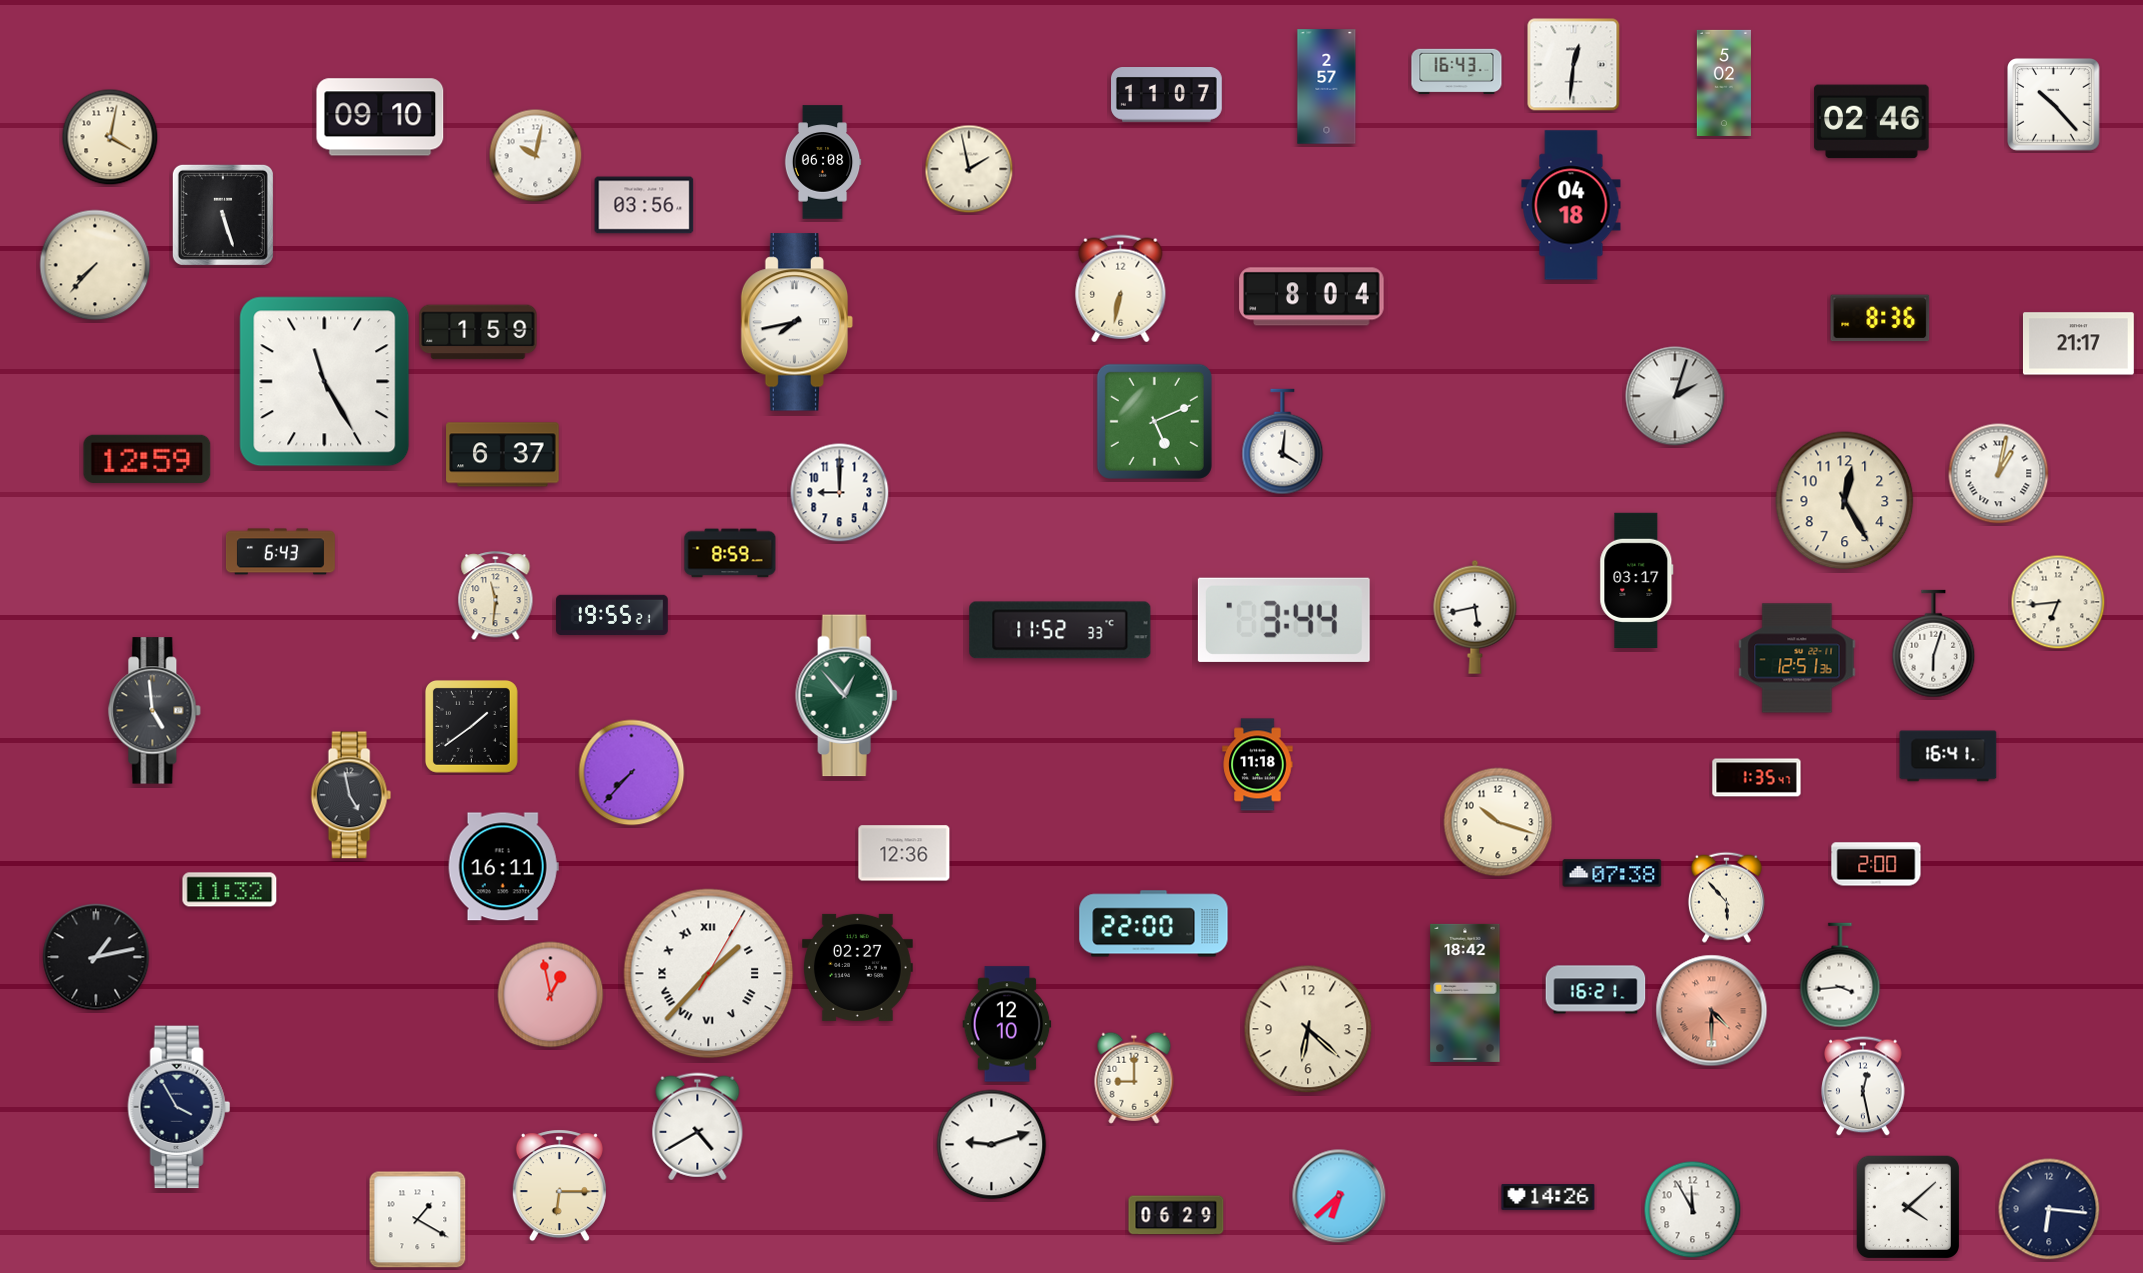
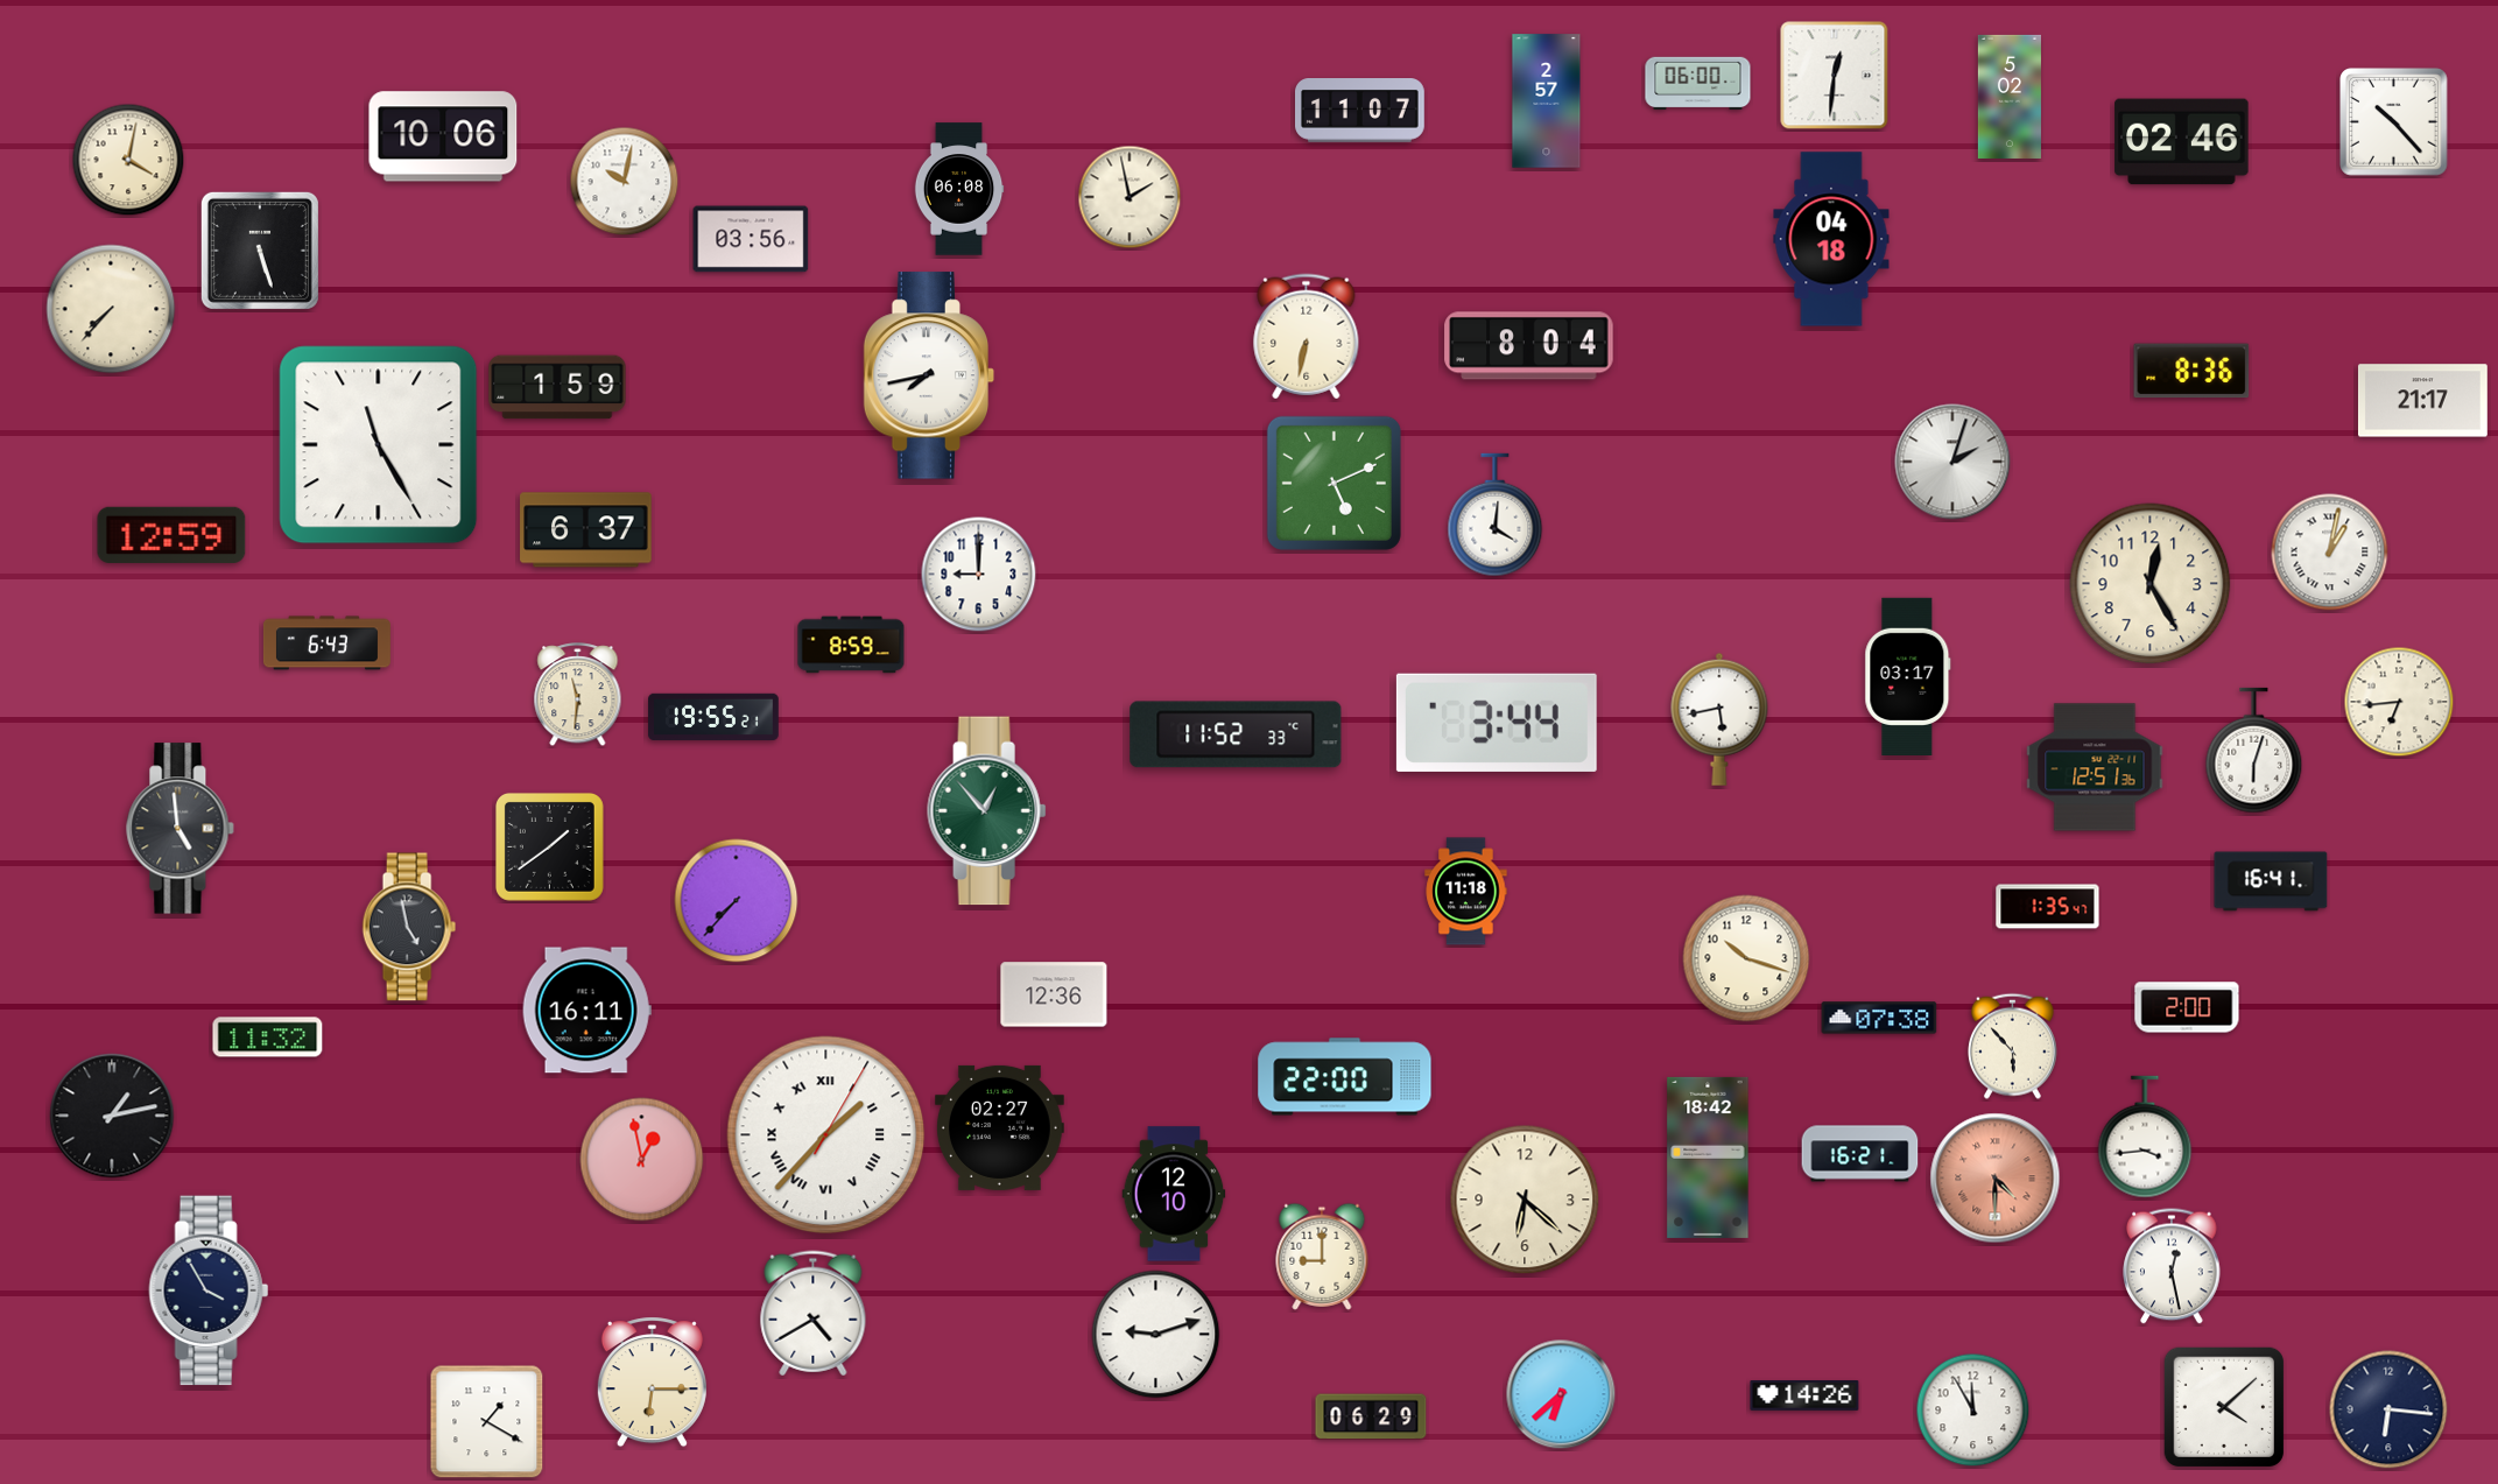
clock at (1457, 72): 16:43 -> 06:00
clock at (380, 117): 09:10 -> 10:06
clock at (1154, 421) position: (1154, 421) -> (1334, 483)
